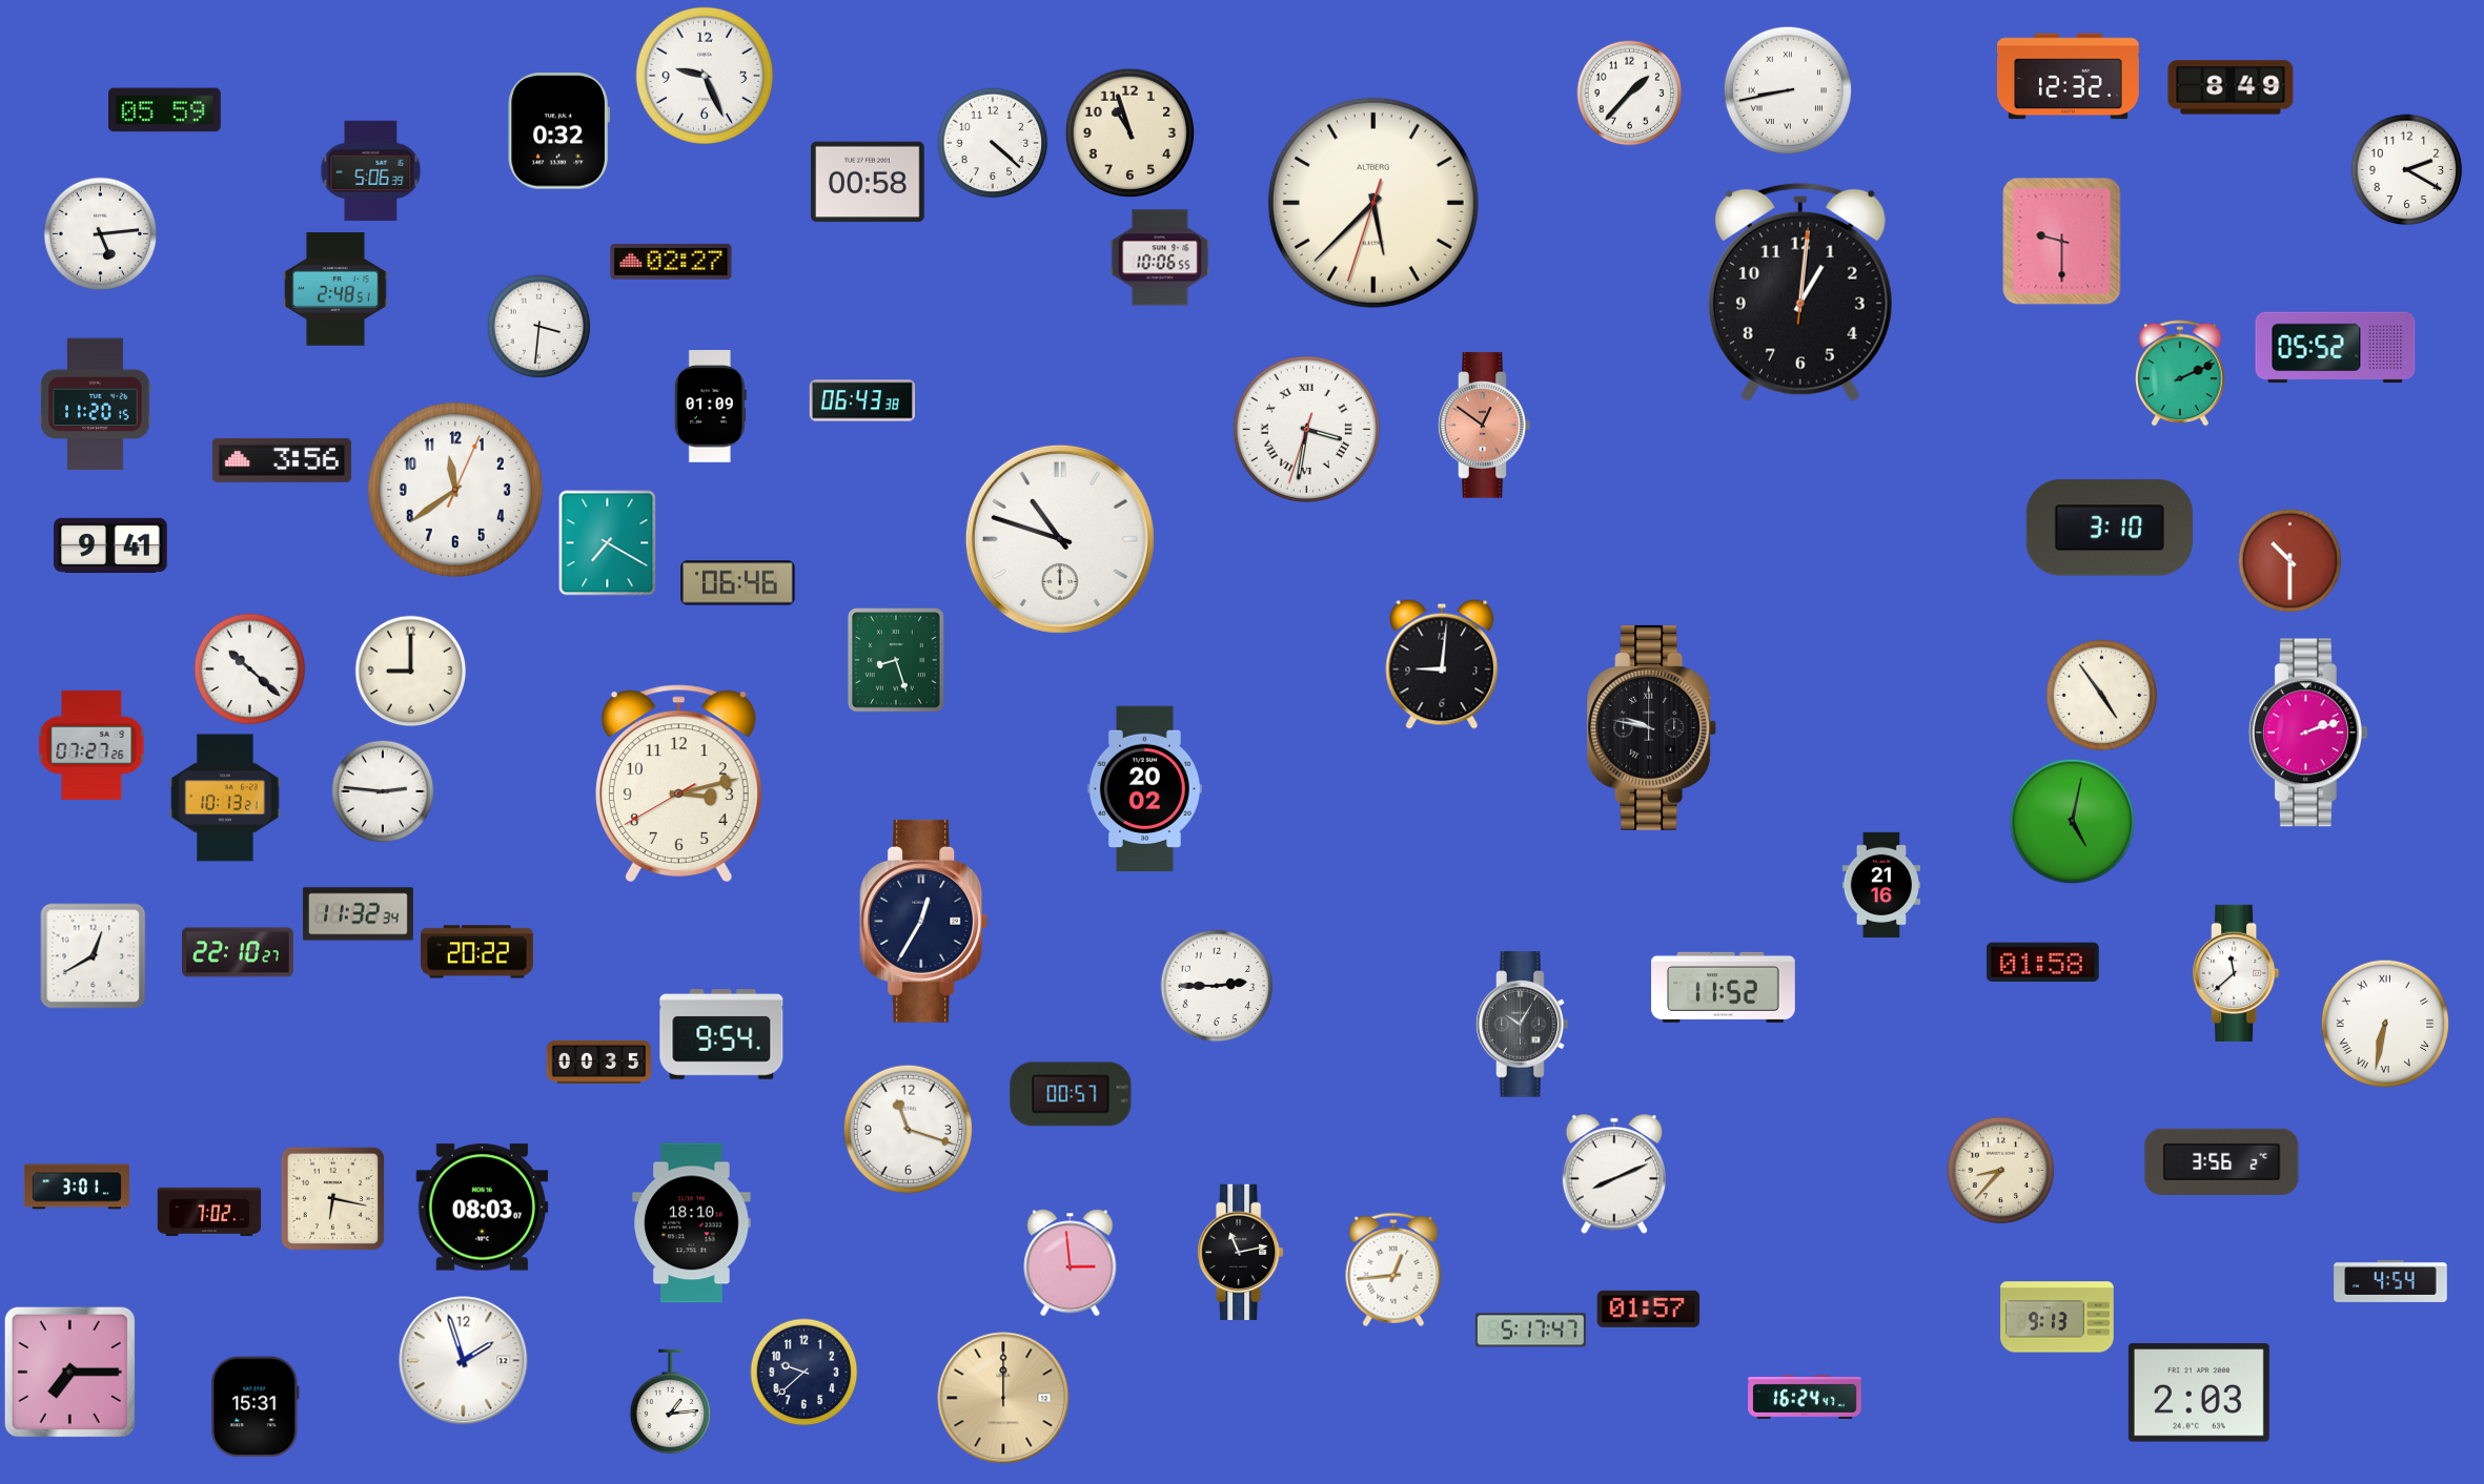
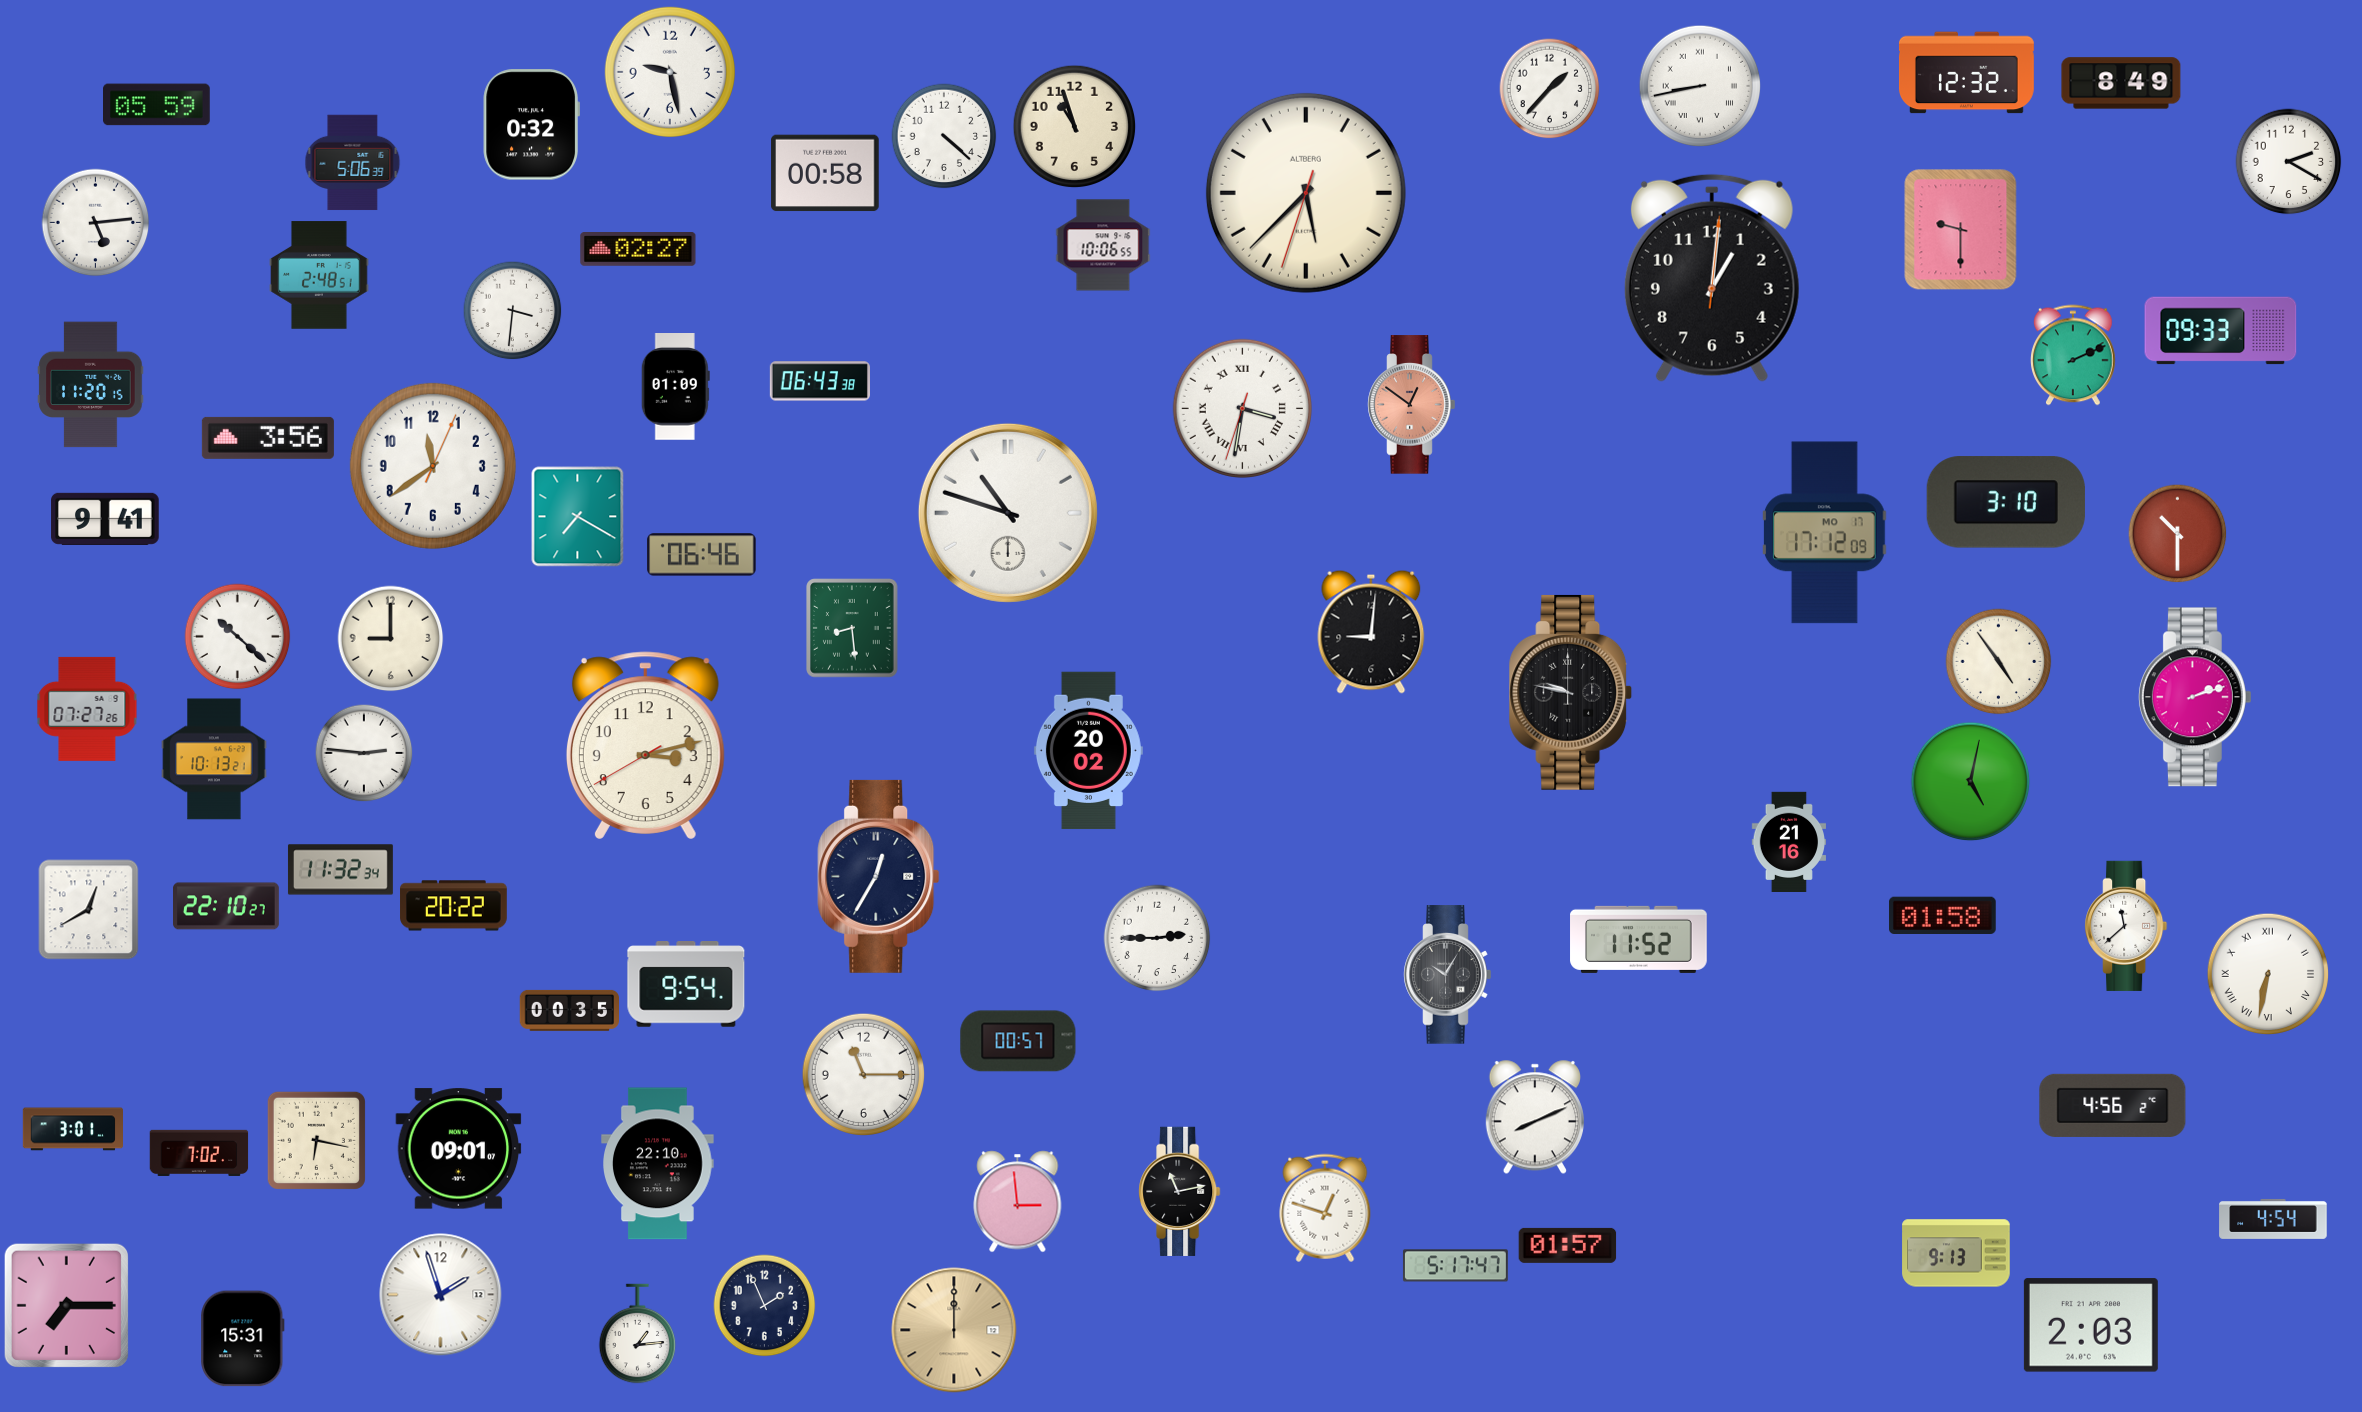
clock at (704, 75): 9:26 -> 9:28
clock at (2336, 348): 05:52 -> 09:33
clock at (1824, 533): none -> 17:12
clock at (896, 660): 8:27 -> 8:29
clock at (909, 1130): 11:18 -> 11:15
clock at (2222, 1161): 3:56 -> 4:56
clock at (2001, 1171): 8:37 -> none
clock at (483, 1208): 08:03 -> 09:01
clock at (692, 1223): 18:10 -> 22:10
clock at (1393, 1270): 12:44 -> 12:48
clock at (805, 1373): 9:38 -> 1:56
clock at (1805, 1397): 16:24 -> none
